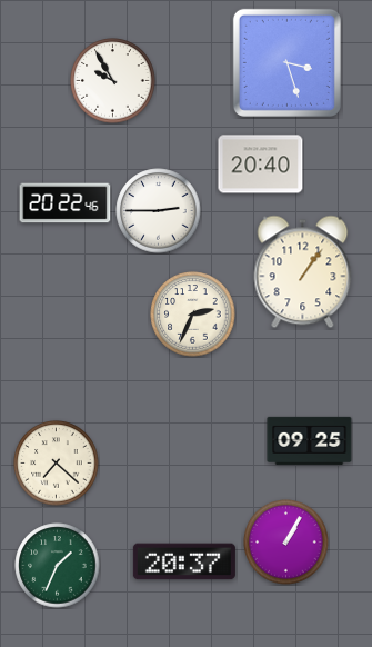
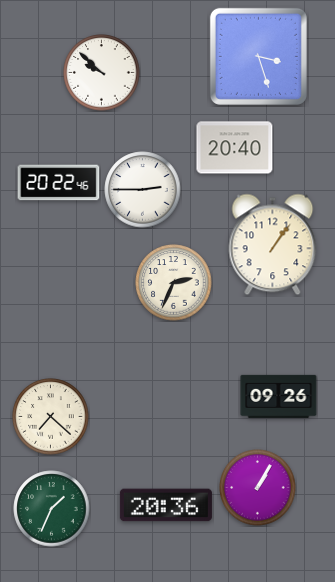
clock at (113, 81): 9:55 -> 9:52
clock at (310, 440): 09:25 -> 09:26
clock at (184, 561): 20:37 -> 20:36
